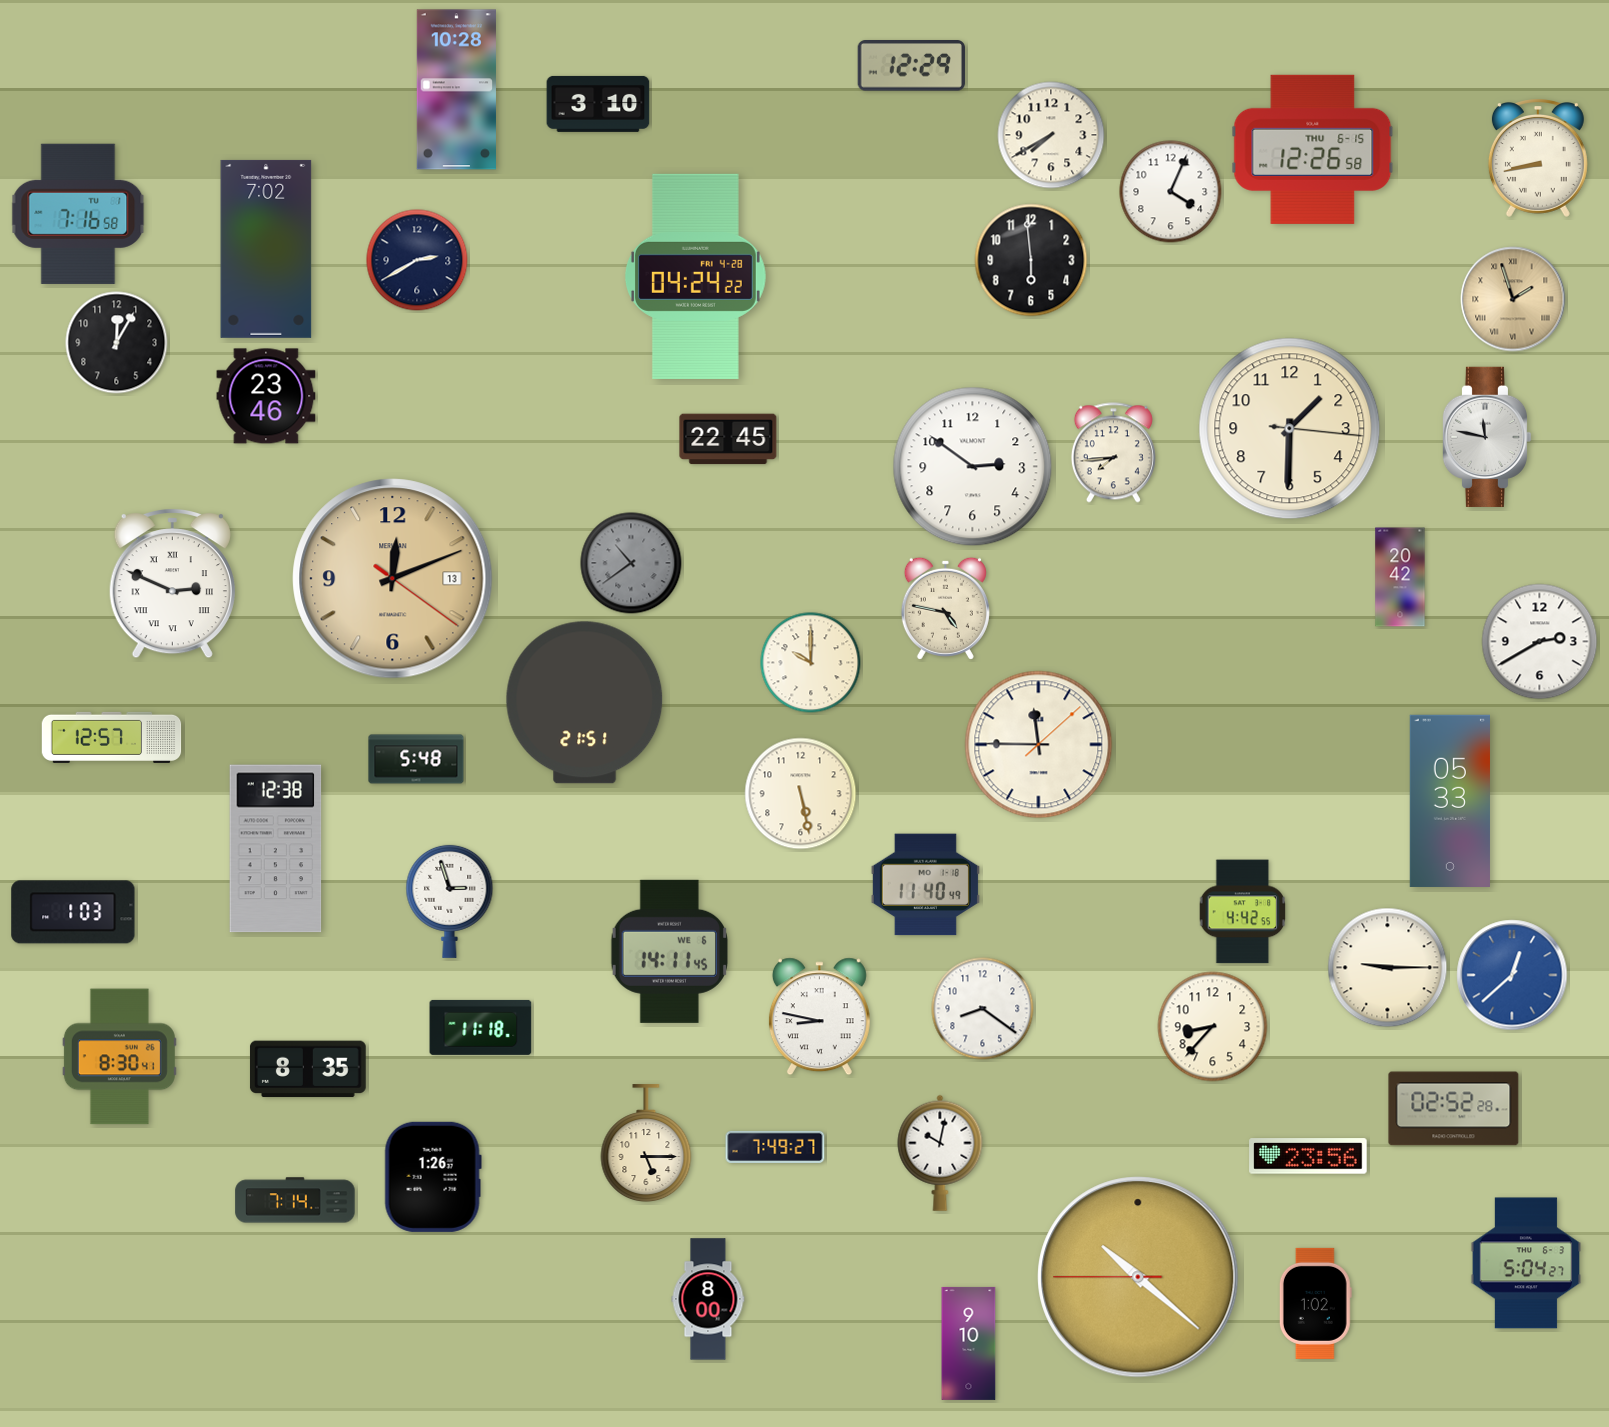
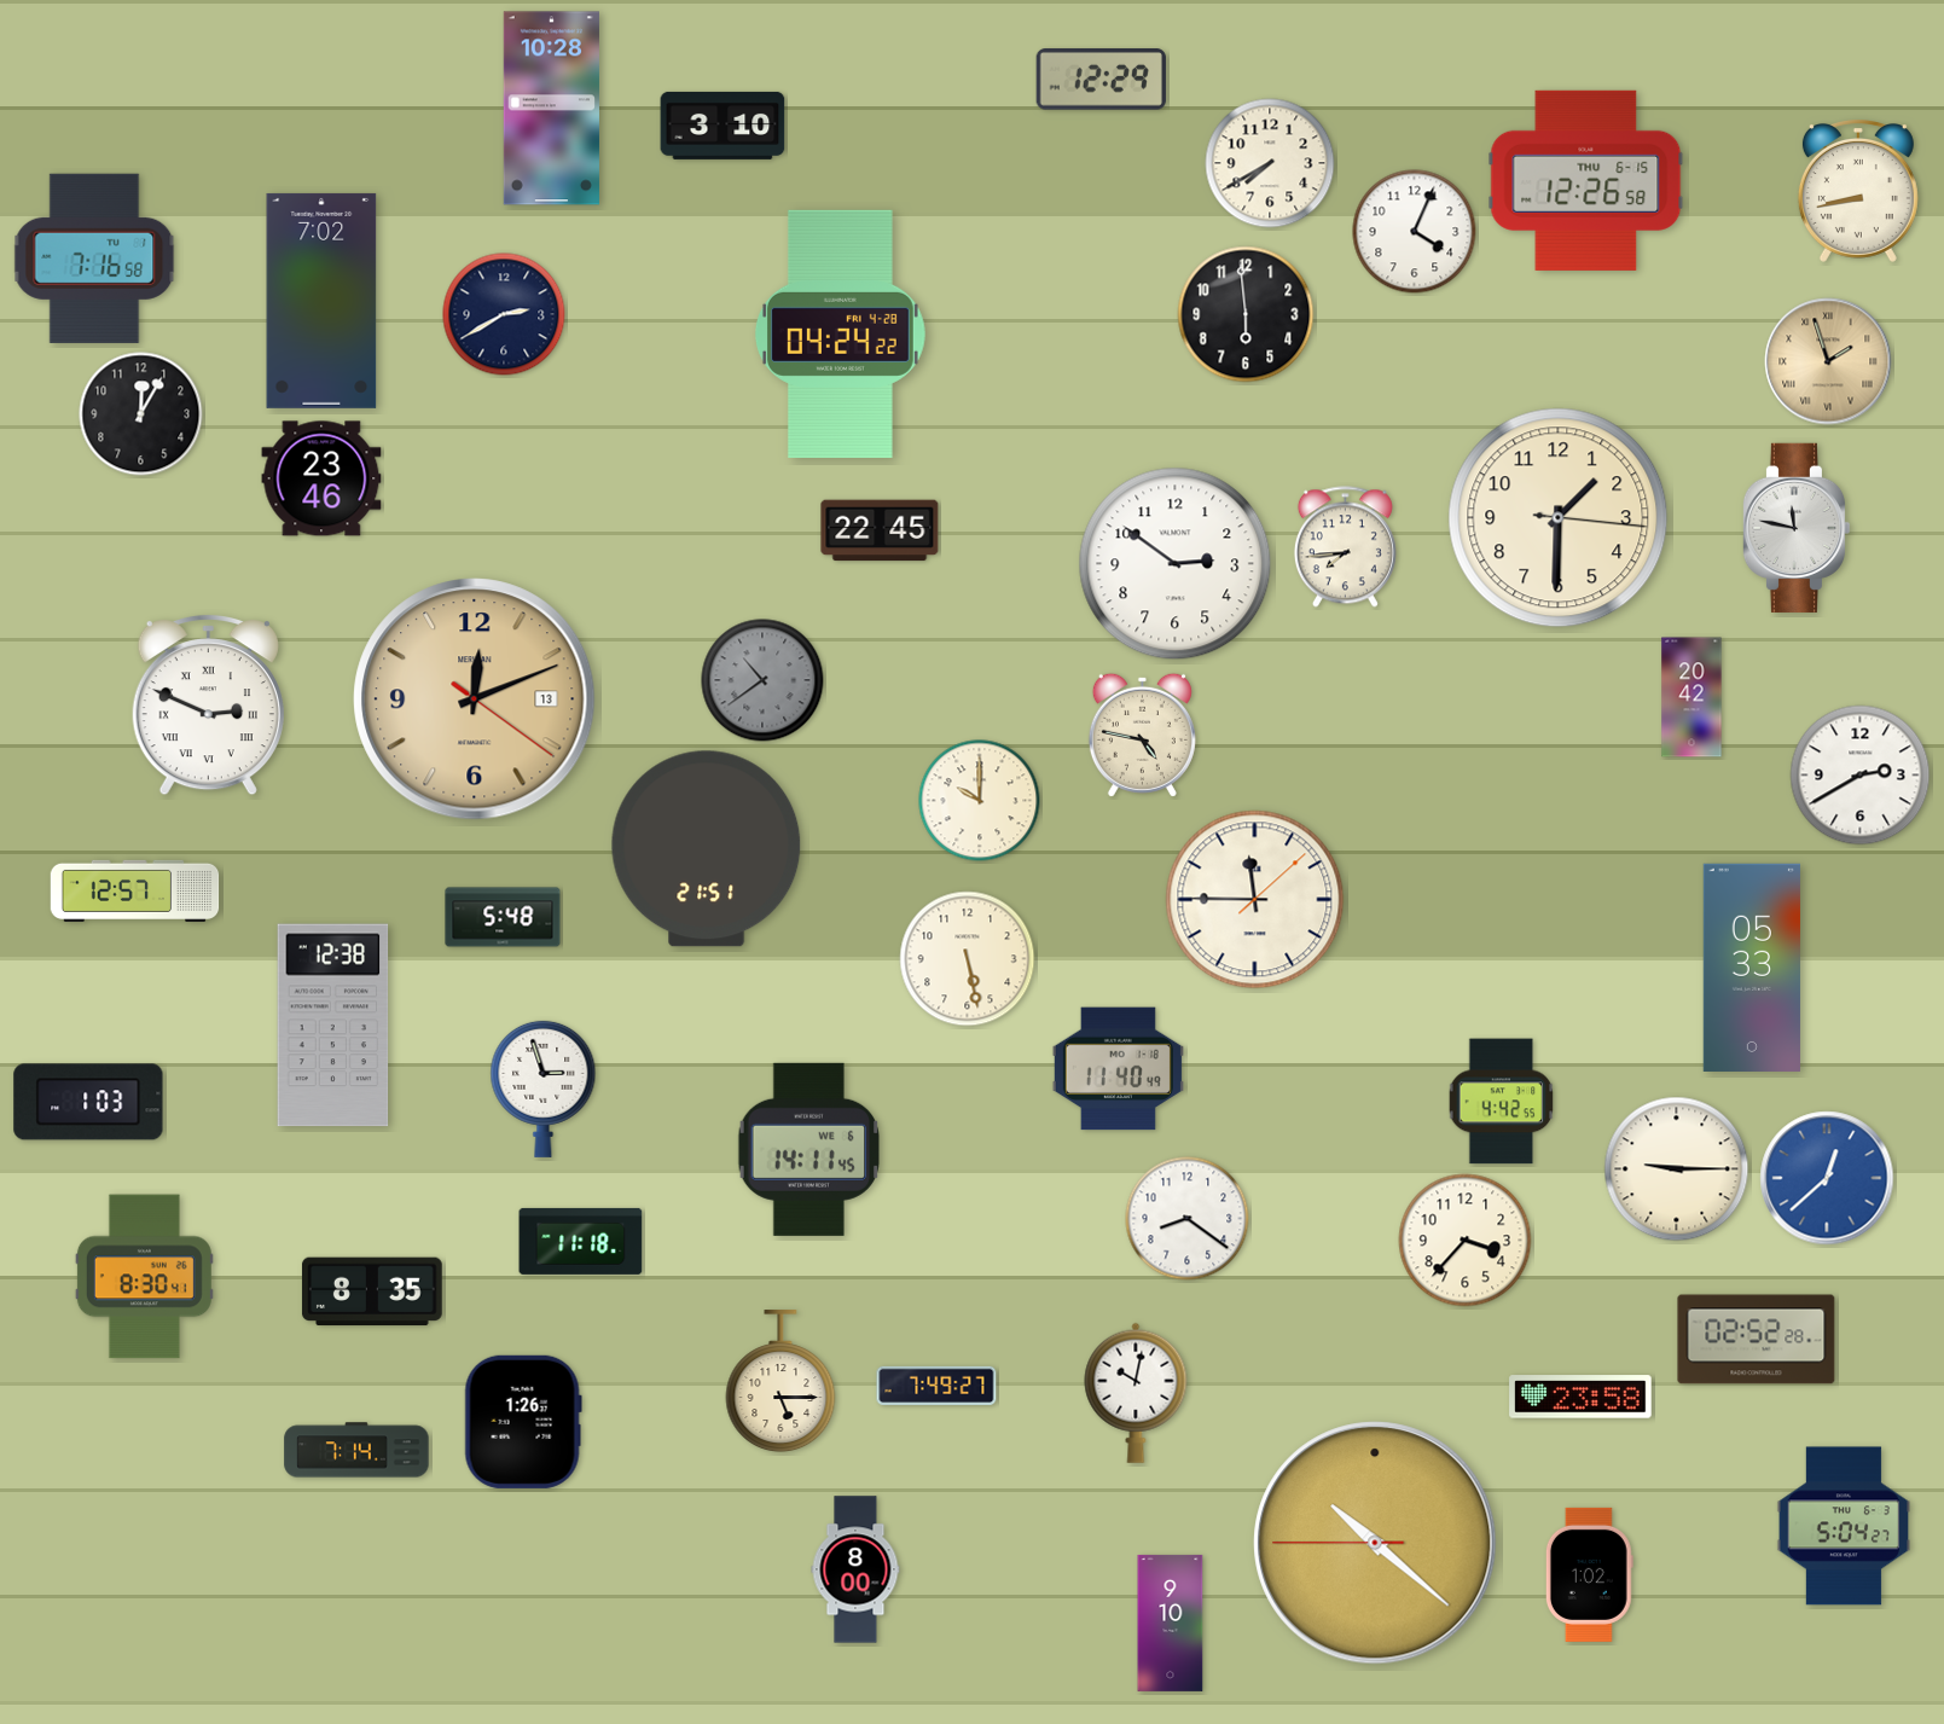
clock at (819, 1017): 8:47 -> none
clock at (1213, 1027): 8:37 -> 3:37
clock at (1308, 1156): 23:56 -> 23:58
